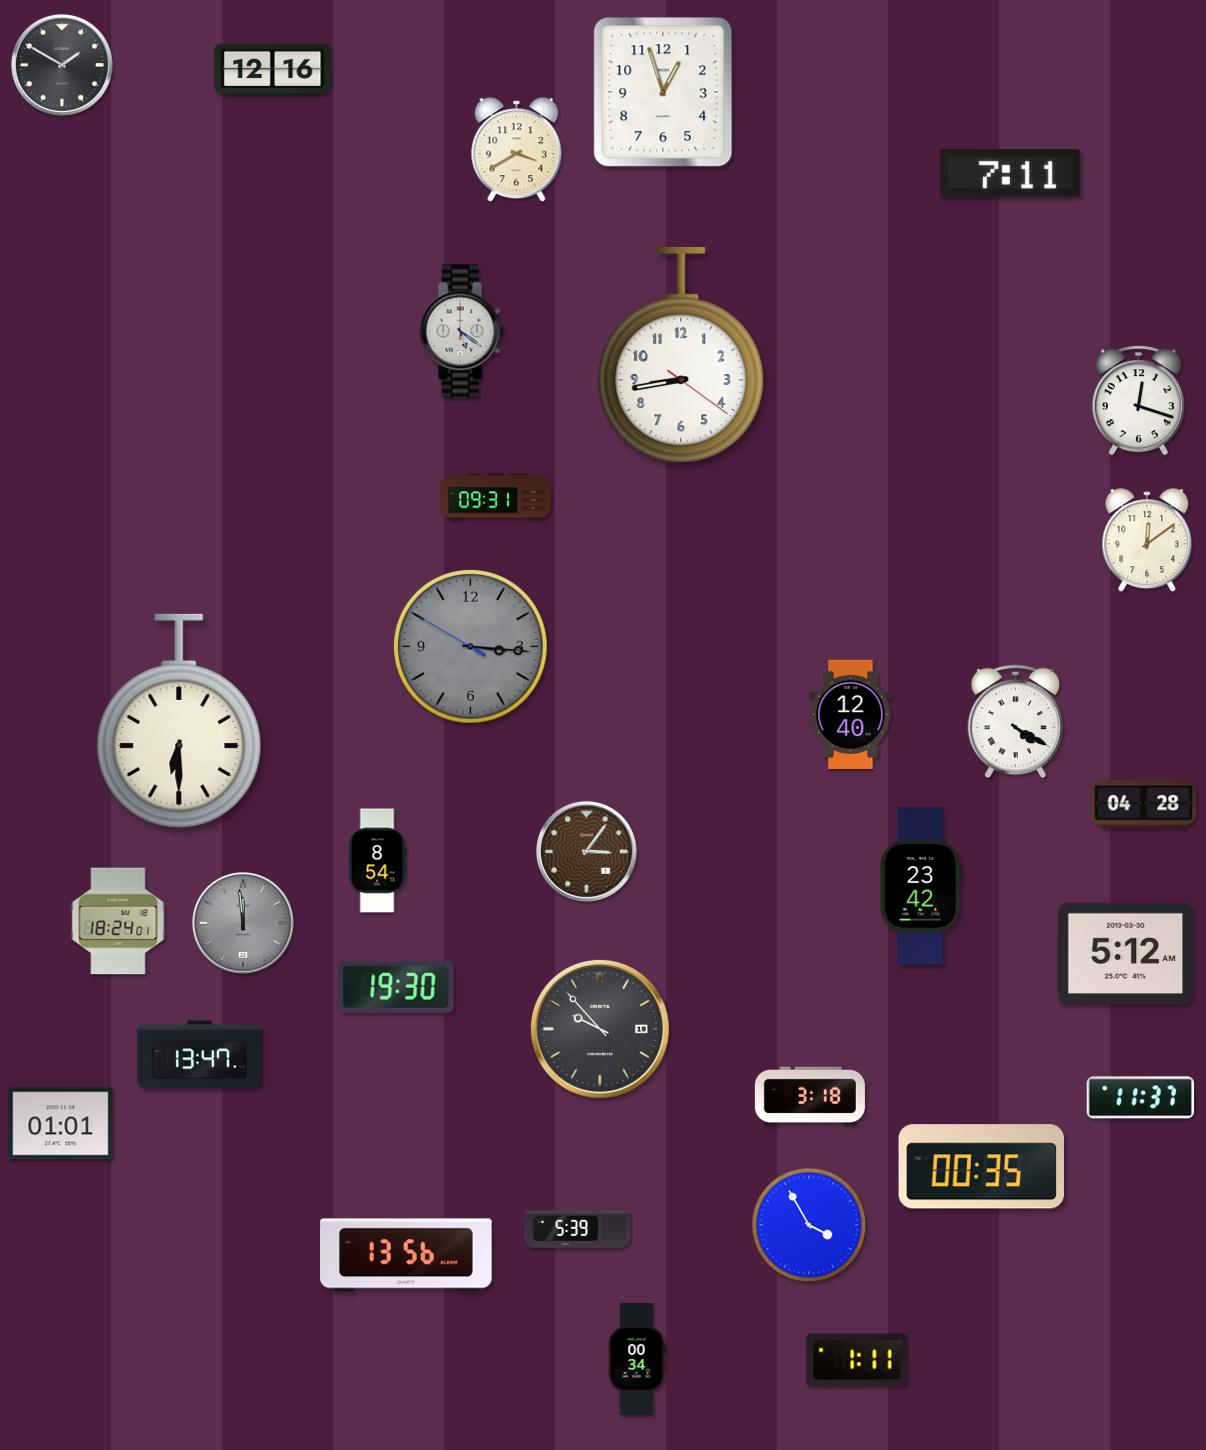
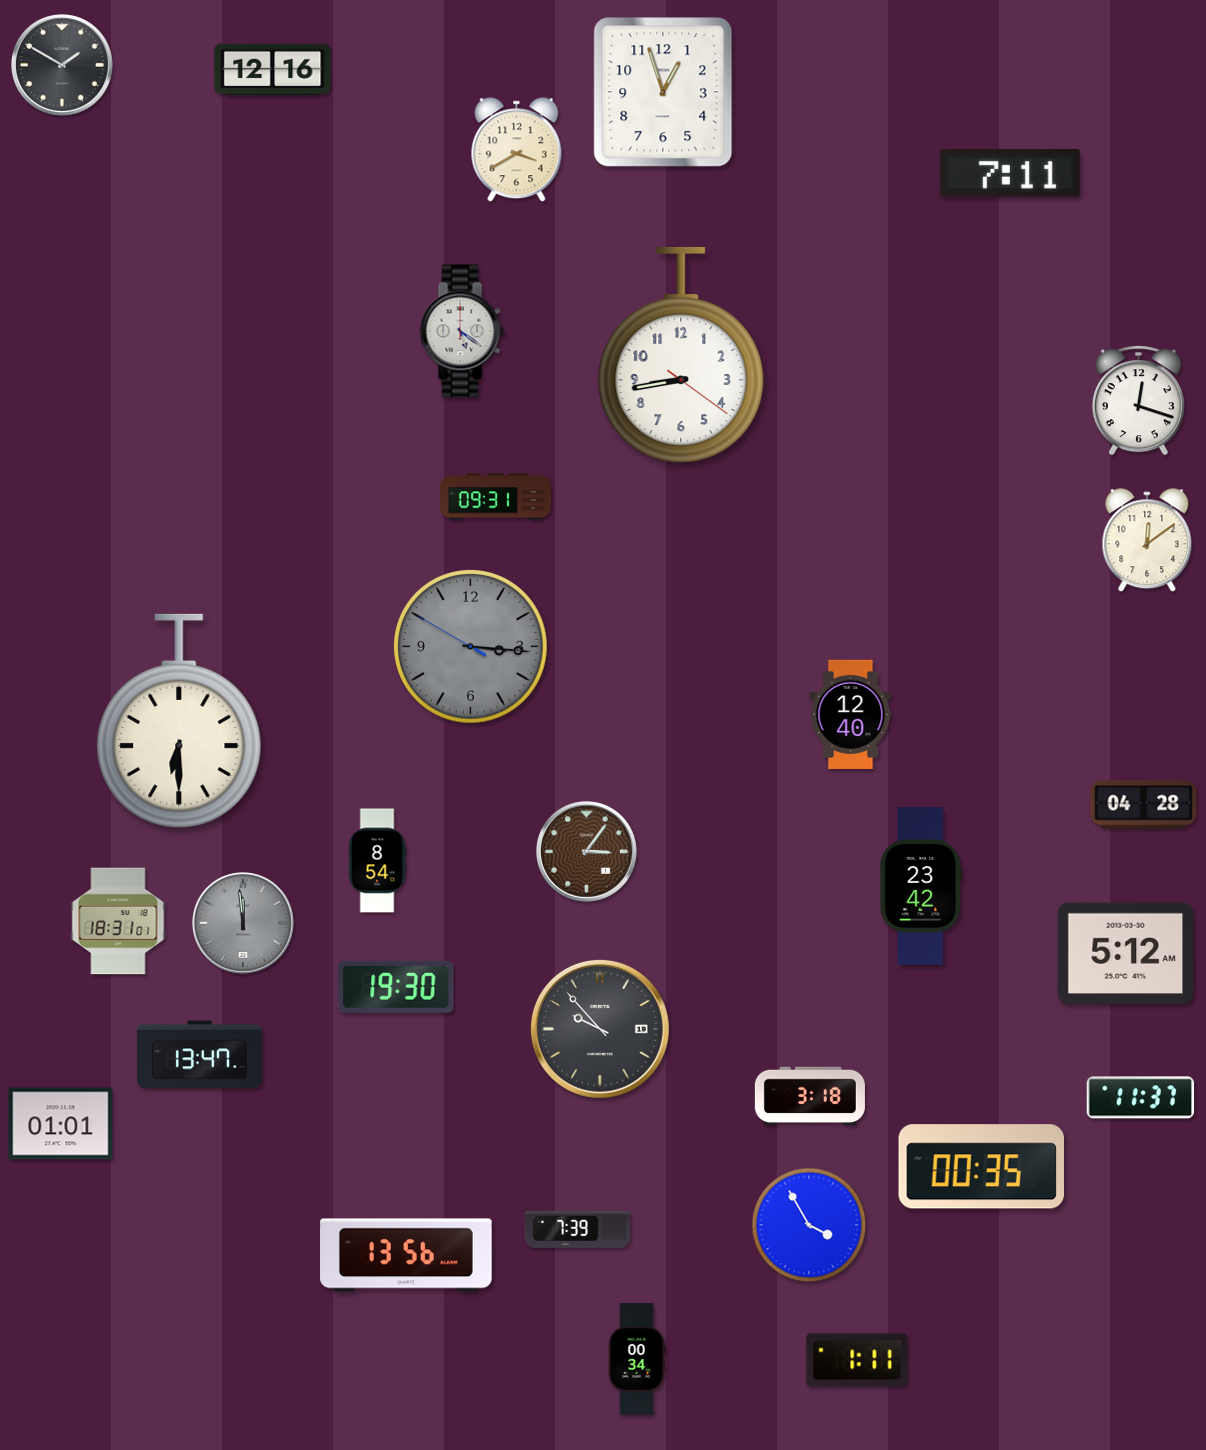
clock at (1016, 722): 4:20 -> none
clock at (118, 921): 18:24 -> 18:31
clock at (578, 1229): 5:39 -> 7:39
